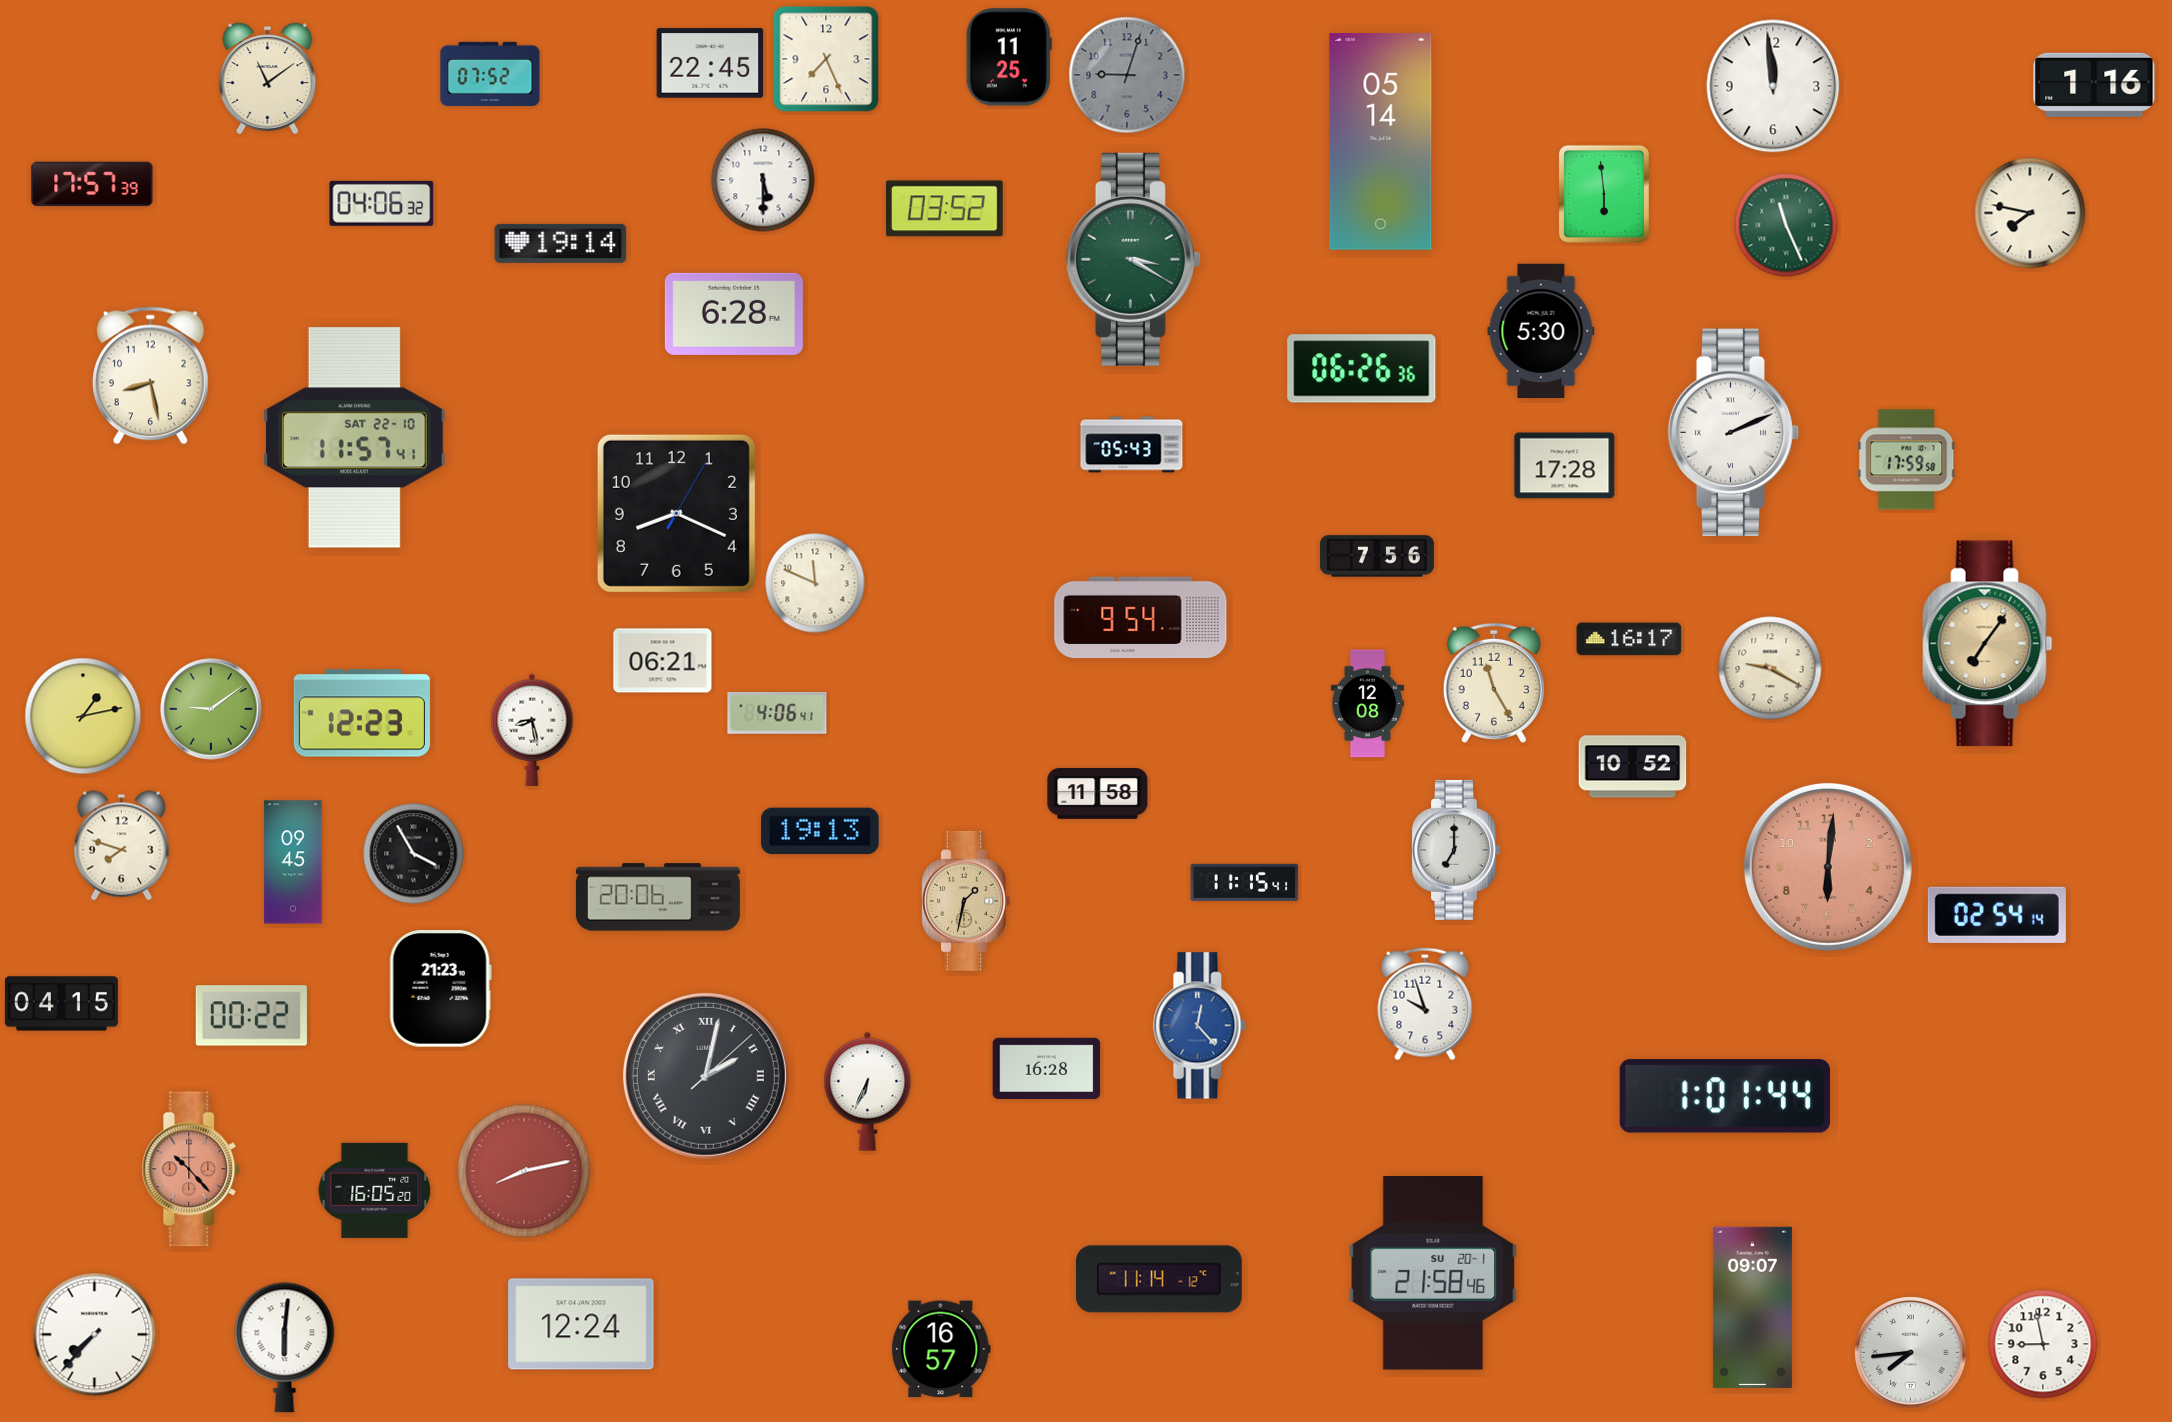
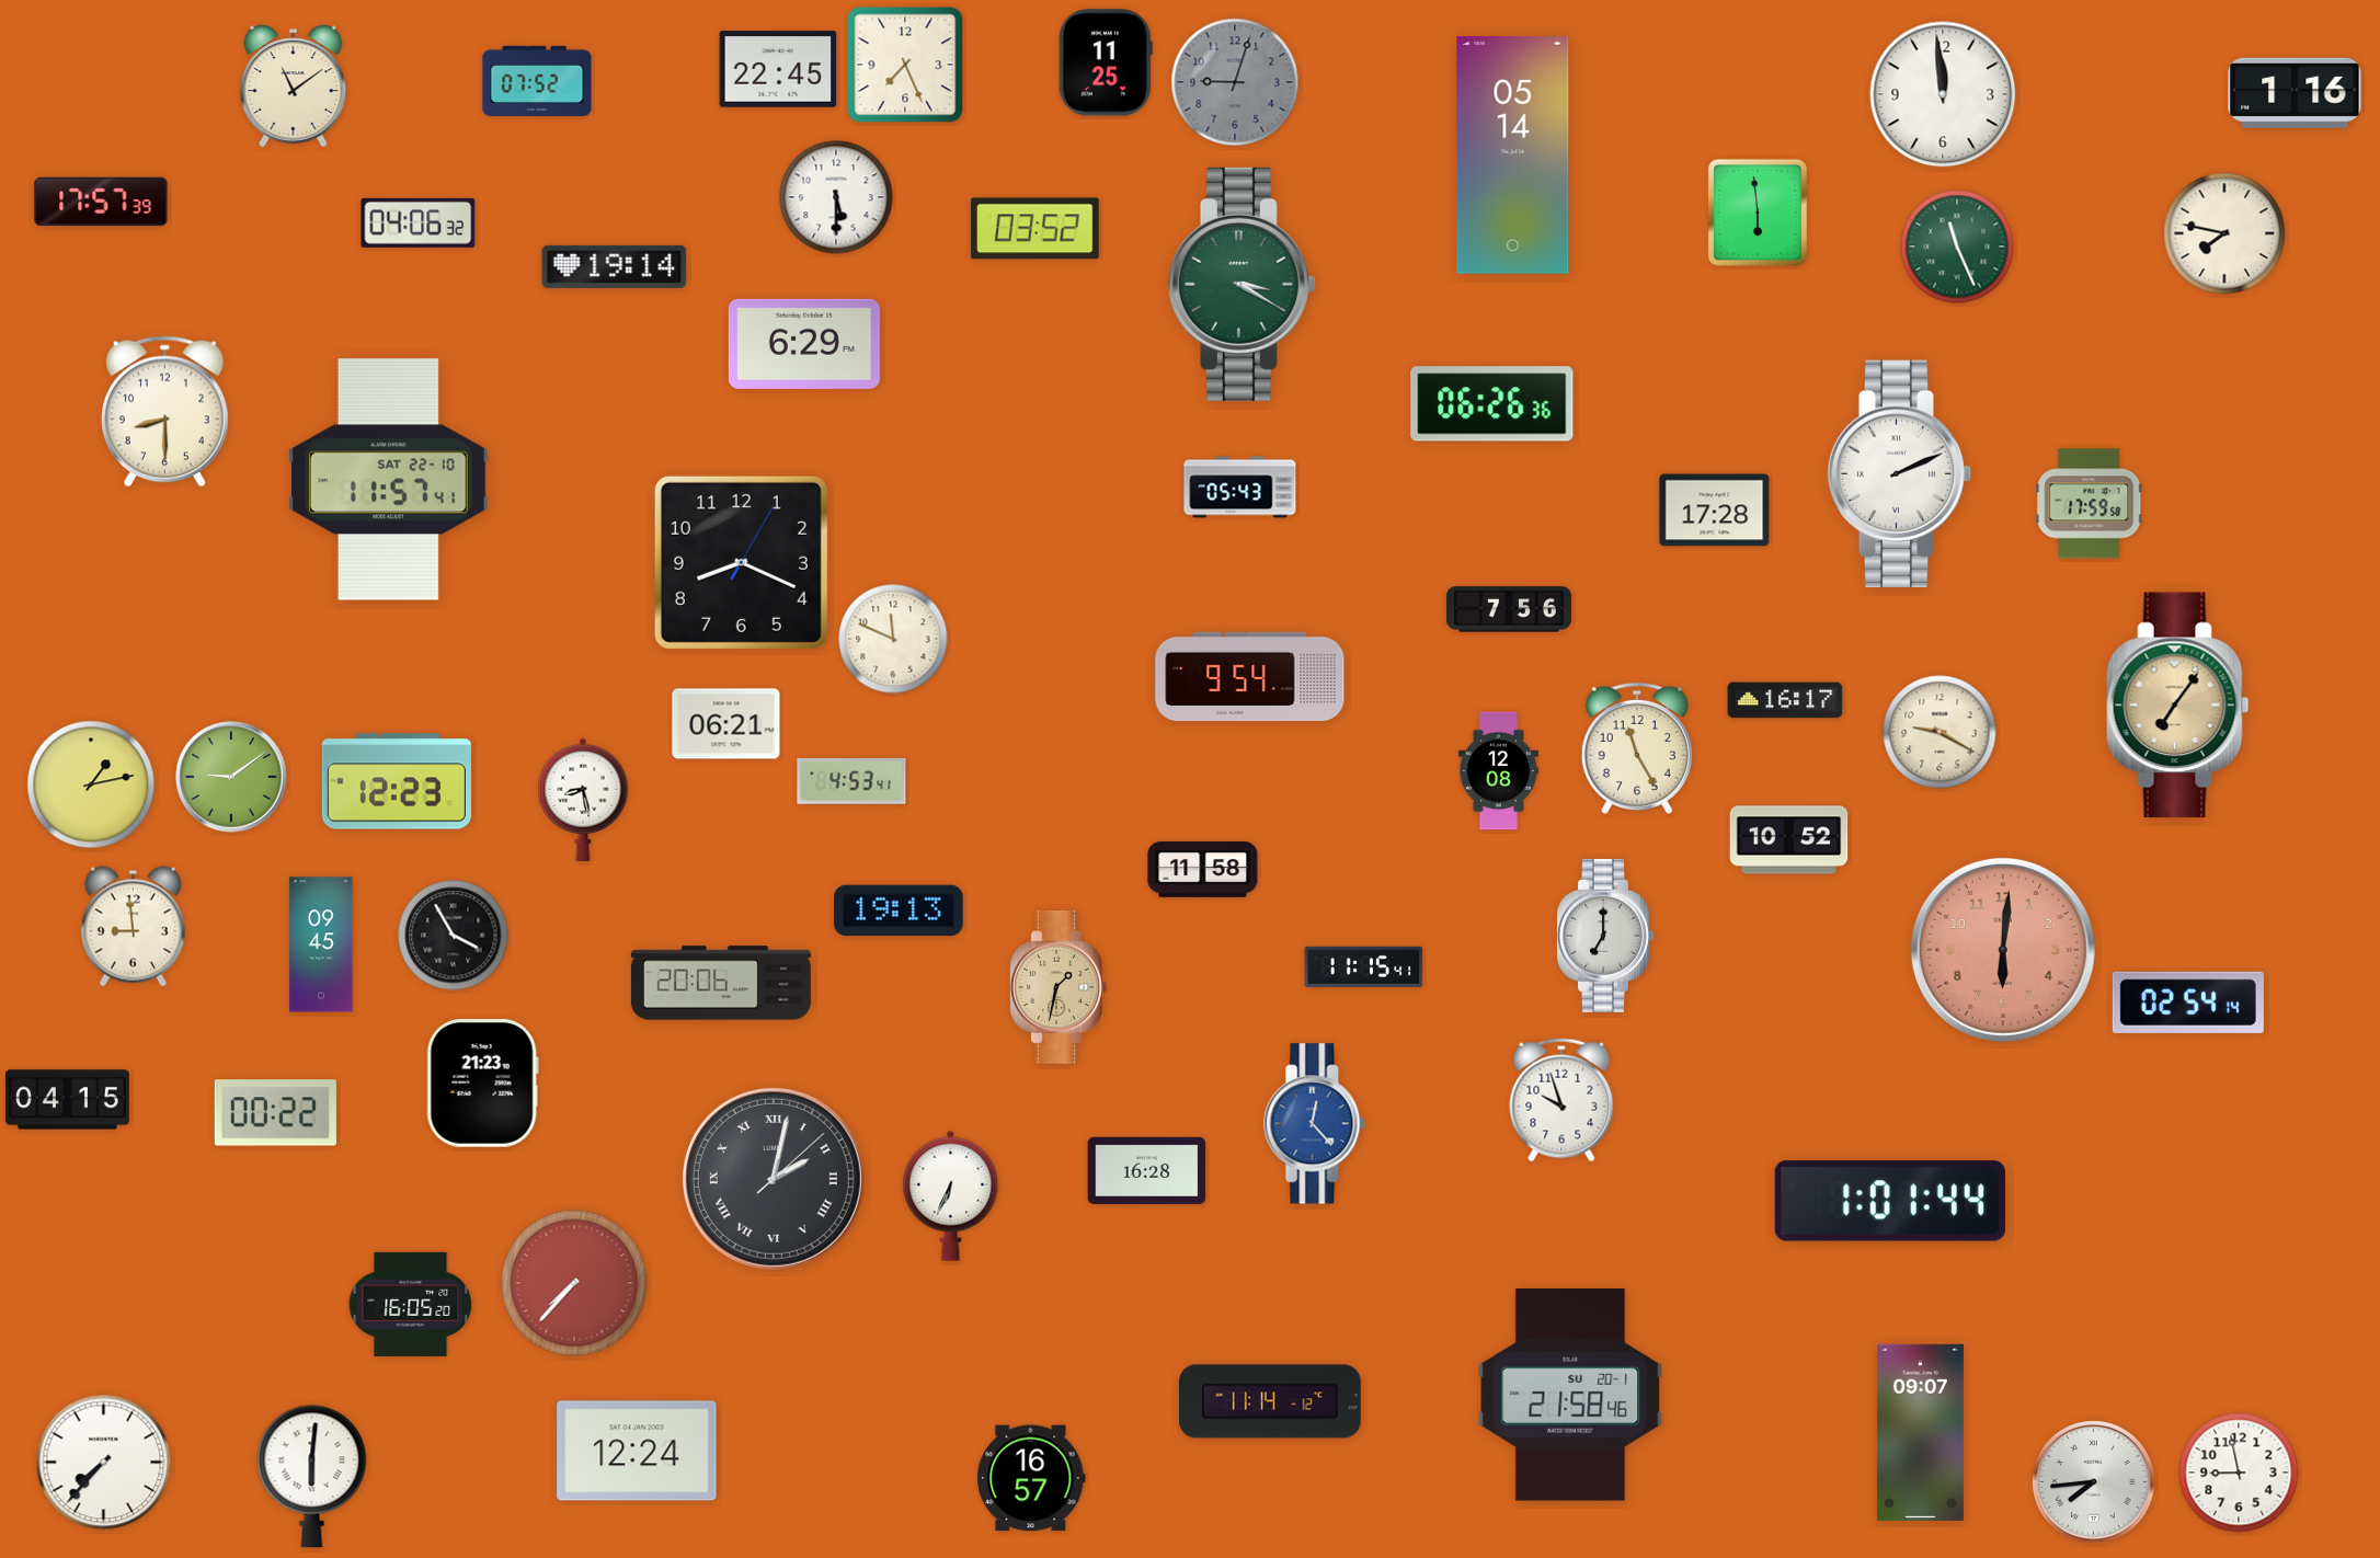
clock at (734, 314): 6:28 -> 6:29
clock at (1541, 331): 5:30 -> none
clock at (150, 376): 8:28 -> 8:30
clock at (777, 713): 4:06 -> 4:53
clock at (121, 846): 7:48 -> 8:59
clock at (1456, 850) position: (1456, 850) -> (1605, 936)
clock at (191, 1169): 10:23 -> none
clock at (524, 1171): 8:13 -> 7:37
